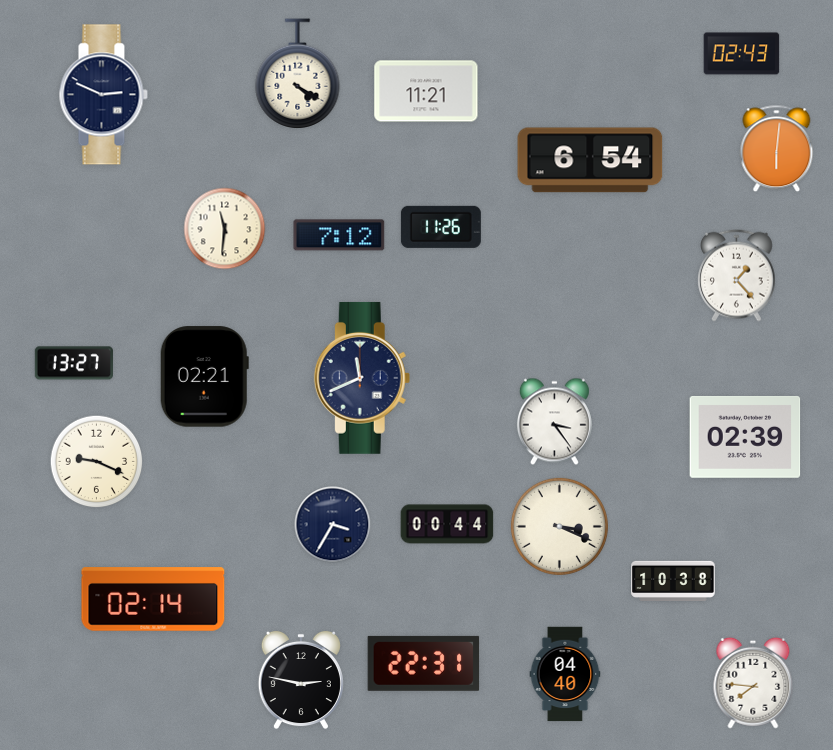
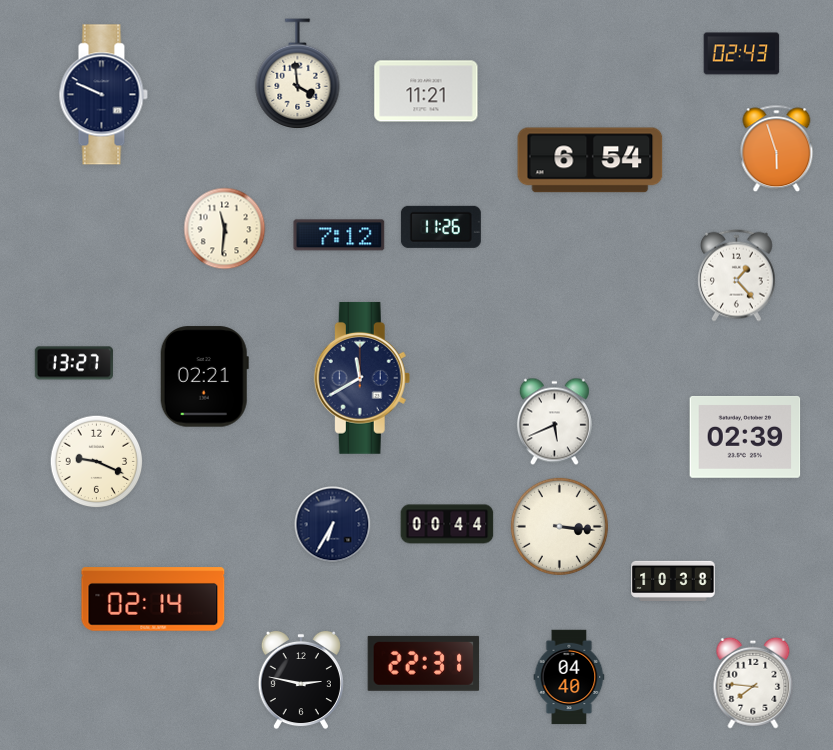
clock at (298, 74): 4:20 -> 3:59
clock at (103, 95): 2:49 -> 9:49
clock at (777, 149): 6:01 -> 5:57
clock at (362, 378): 11:41 -> 11:40
clock at (554, 422): 3:24 -> 5:41
clock at (333, 525): 3:35 -> 6:35
clock at (559, 526): 3:19 -> 3:16
clock at (565, 674) position: (565, 674) -> (569, 677)
